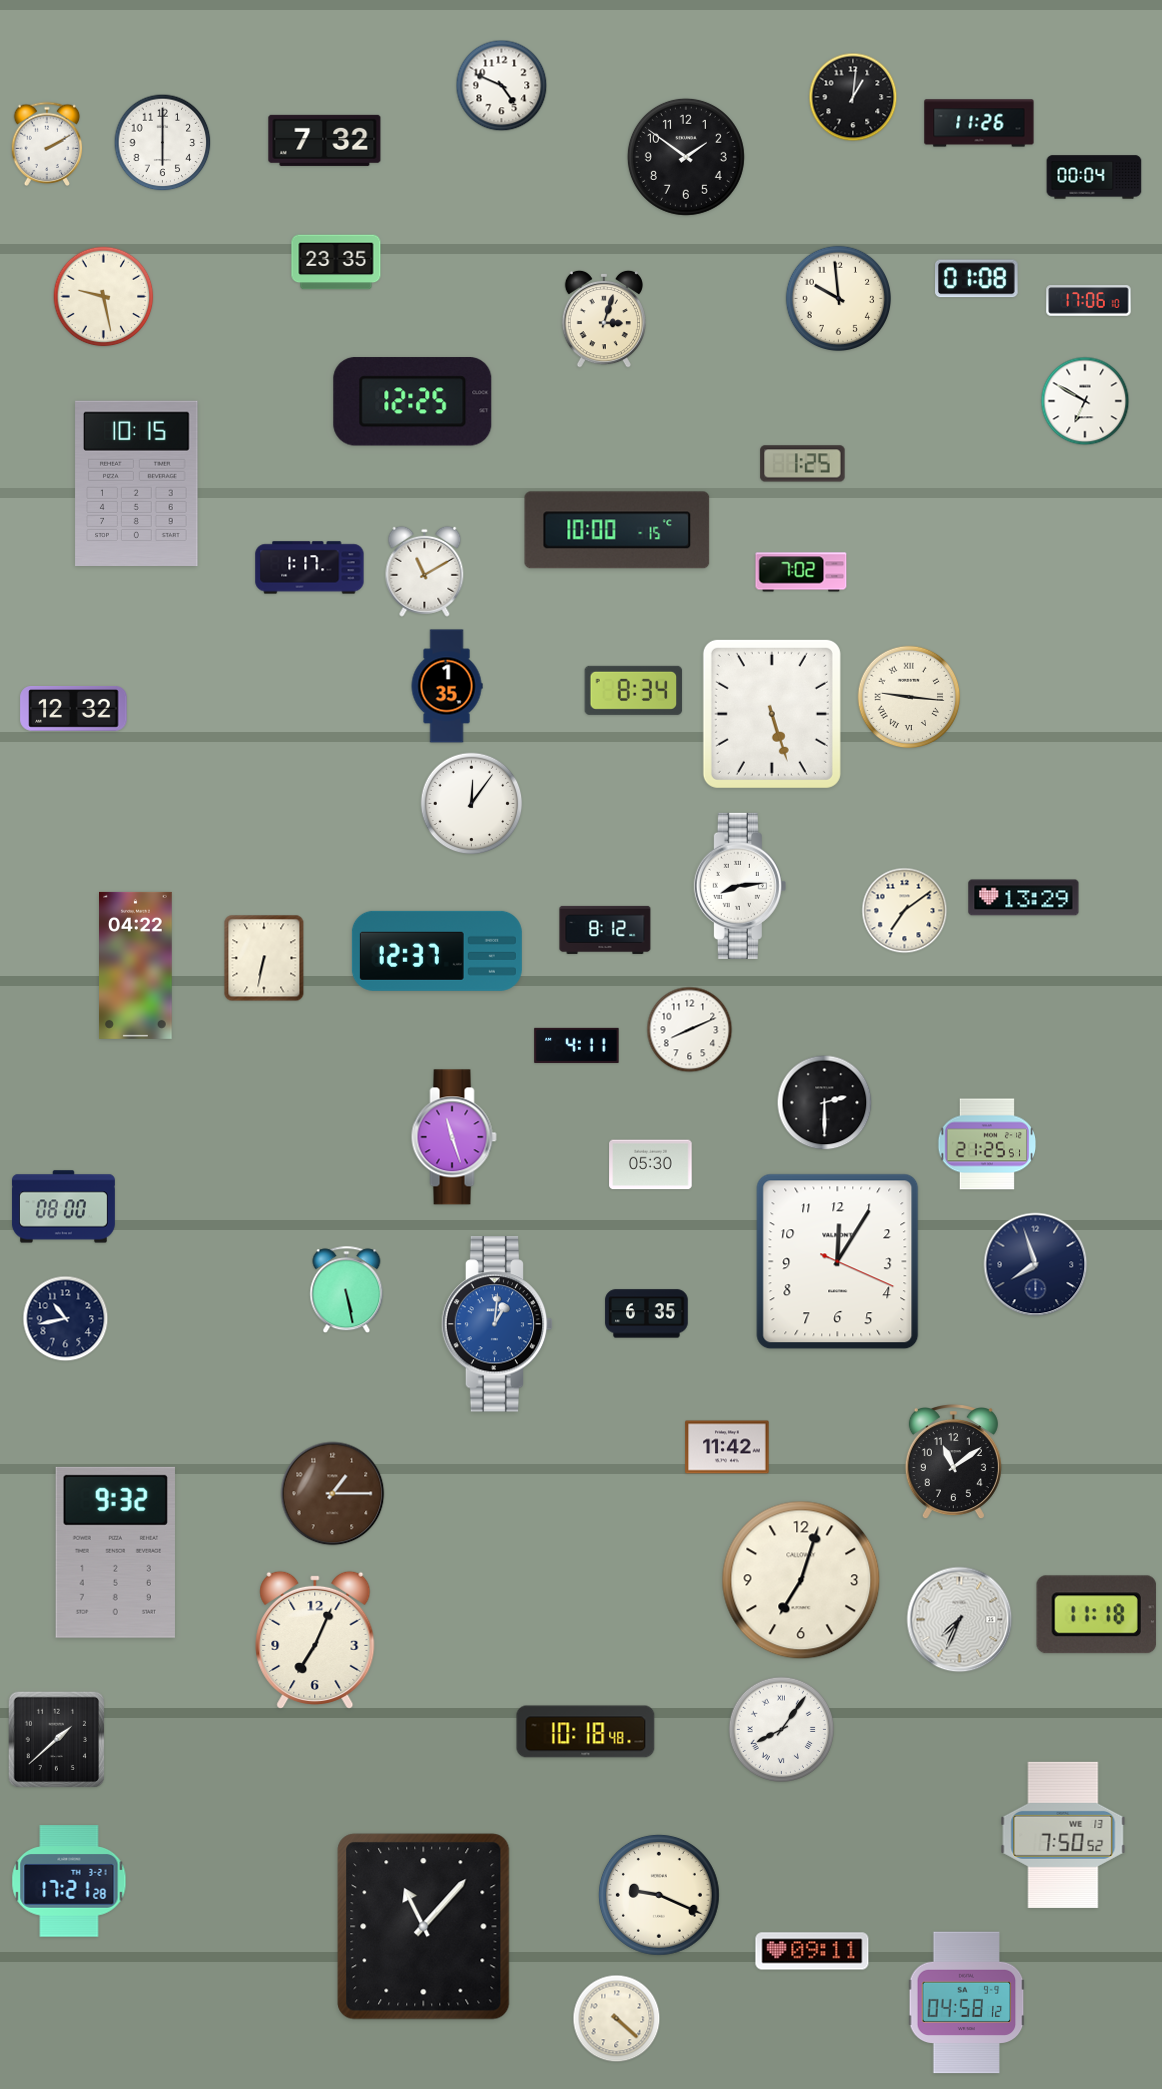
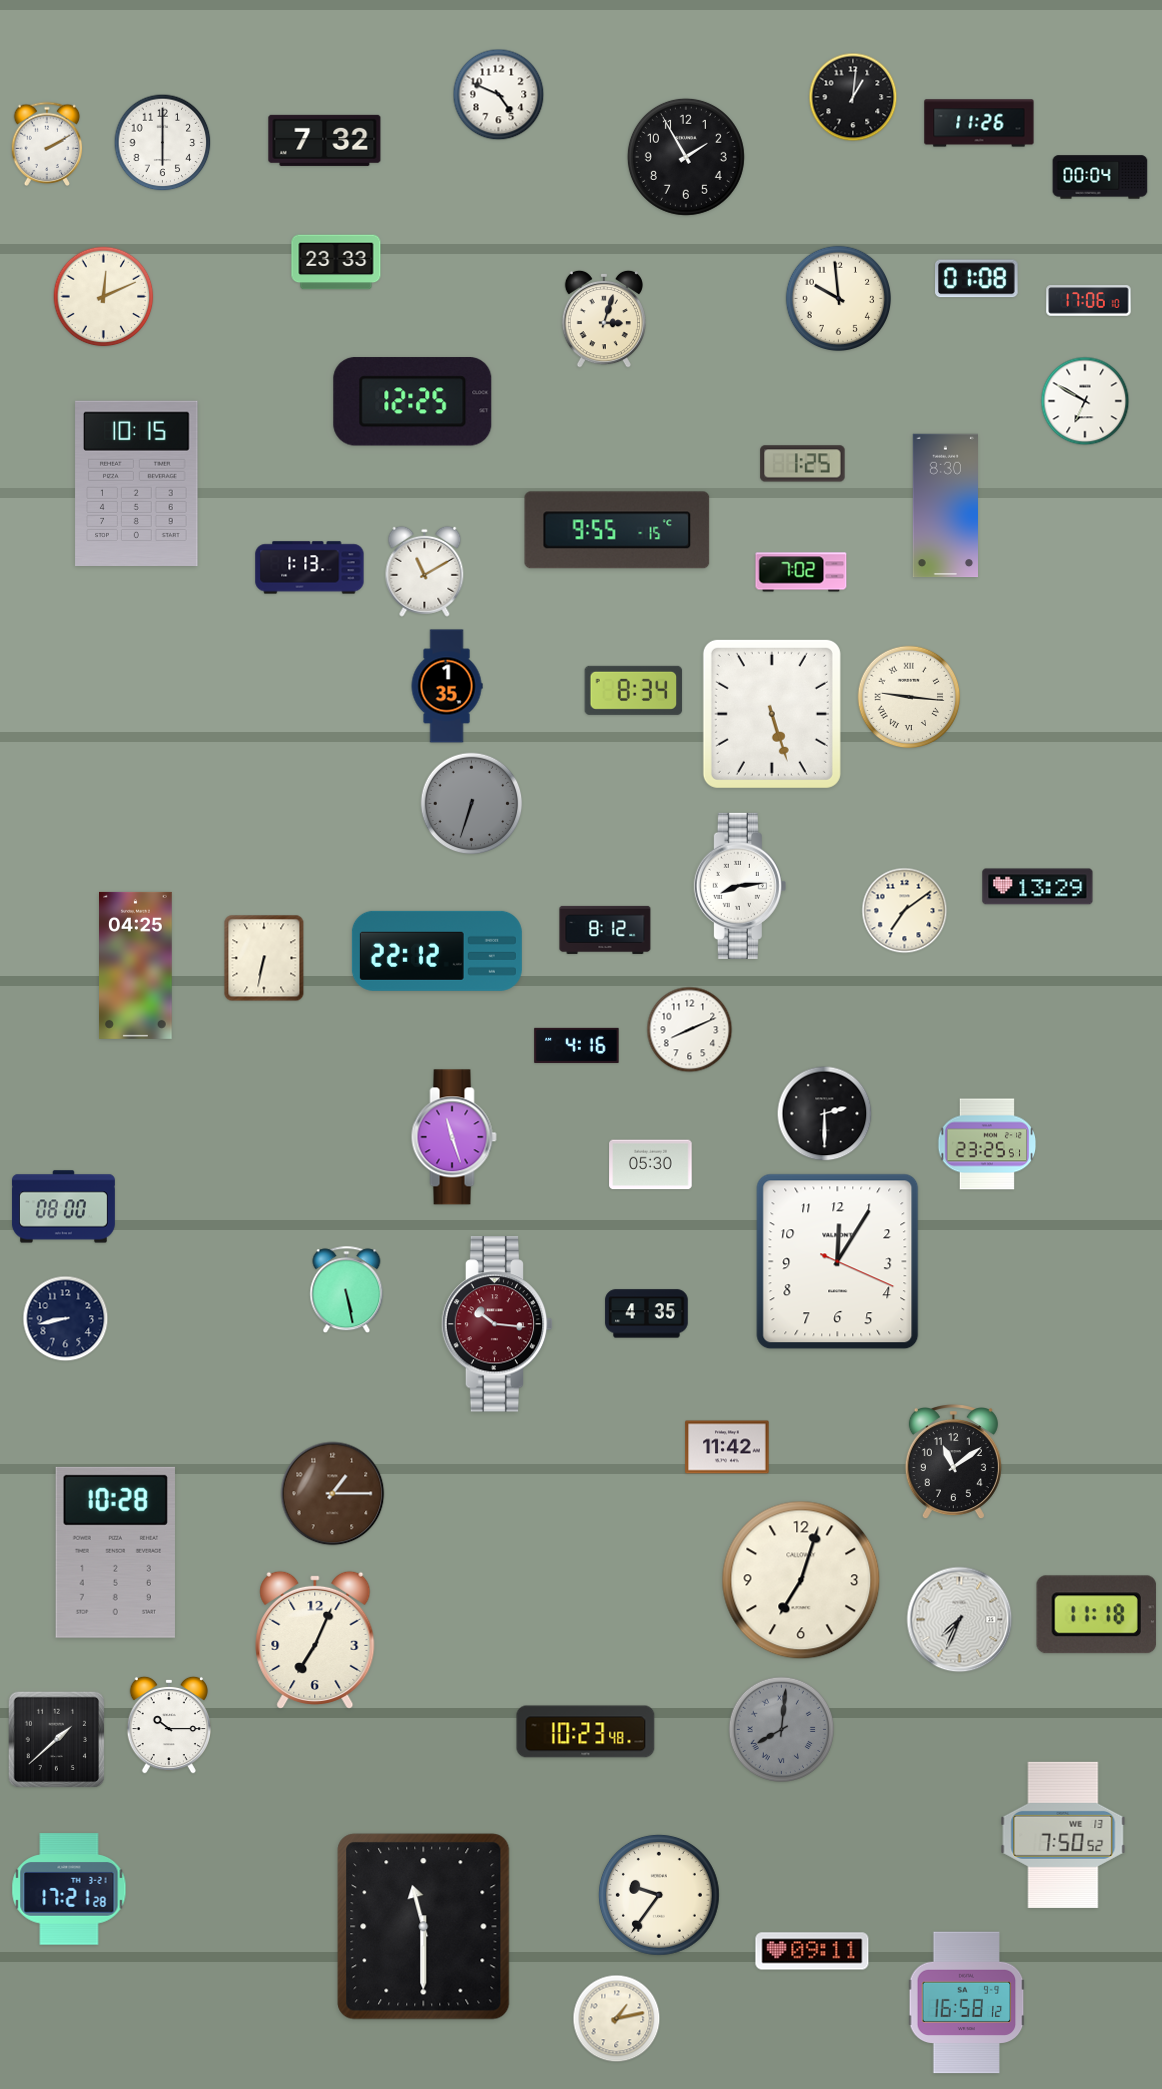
clock at (502, 86) position: (502, 86) -> (499, 95)
clock at (686, 157): 1:51 -> 1:55
clock at (1094, 177) position: (1094, 177) -> (1100, 177)
clock at (336, 262): 23:35 -> 23:33
clock at (104, 297): 9:28 -> 12:11
clock at (945, 506): none -> 8:30
clock at (617, 530): 10:00 -> 9:55
clock at (310, 568): 1:17 -> 1:13
clock at (74, 709): 12:32 -> none
clock at (472, 804): 12:06 -> 6:33
clock at (472, 804) dial: white -> grey
clock at (1024, 898) position: (1024, 898) -> (1038, 887)
clock at (437, 951): 12:37 -> 22:12
clock at (136, 965): 04:22 -> 04:25
clock at (577, 1045): 4:11 -> 4:16
clock at (825, 1103) position: (825, 1103) -> (825, 1114)
clock at (987, 1144): 21:25 -> 23:25
clock at (1036, 1265): 7:57 -> none
clock at (647, 1314): 6:35 -> 4:35
clock at (66, 1319): 10:43 -> 8:43
clock at (497, 1324): 1:01 -> 10:16
clock at (497, 1324) dial: blue -> burgundy
clock at (115, 1552): 9:32 -> 10:28
clock at (169, 1725): none -> 10:15
clock at (781, 1729): 8:06 -> 8:01
clock at (781, 1729) dial: white -> grey
clock at (586, 1732): 10:18 -> 10:23
clock at (69, 1881) position: (69, 1881) -> (69, 1889)
clock at (659, 1895): 9:19 -> 9:36
clock at (424, 1927): 11:07 -> 11:30
clock at (967, 2003): 04:58 -> 16:58
clock at (617, 2019): 4:22 -> 1:13
